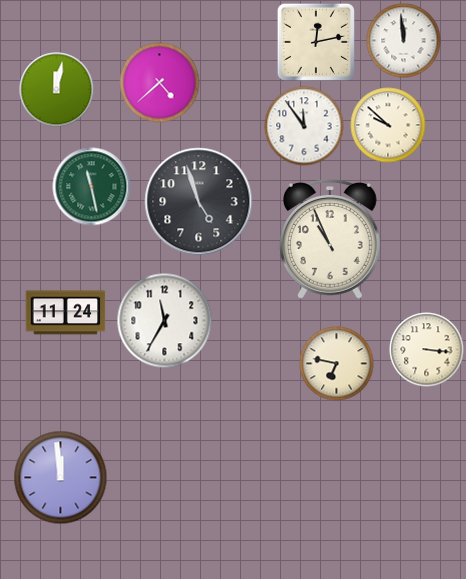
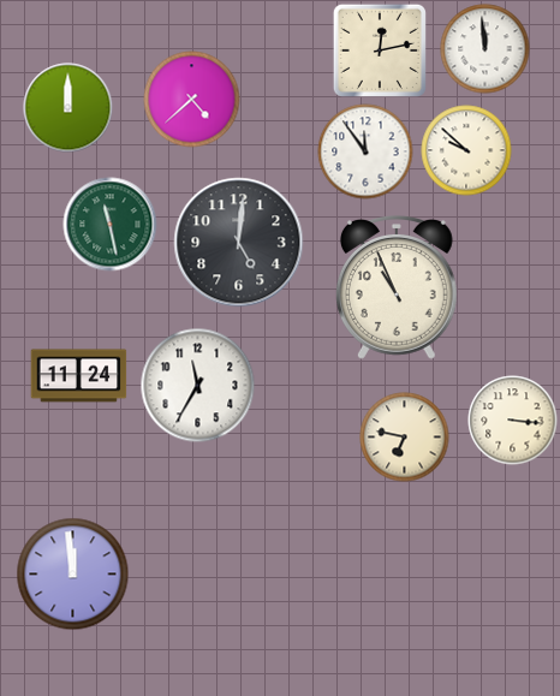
clock at (57, 90): 12:02 -> 12:00
clock at (199, 202): 4:57 -> 5:01
